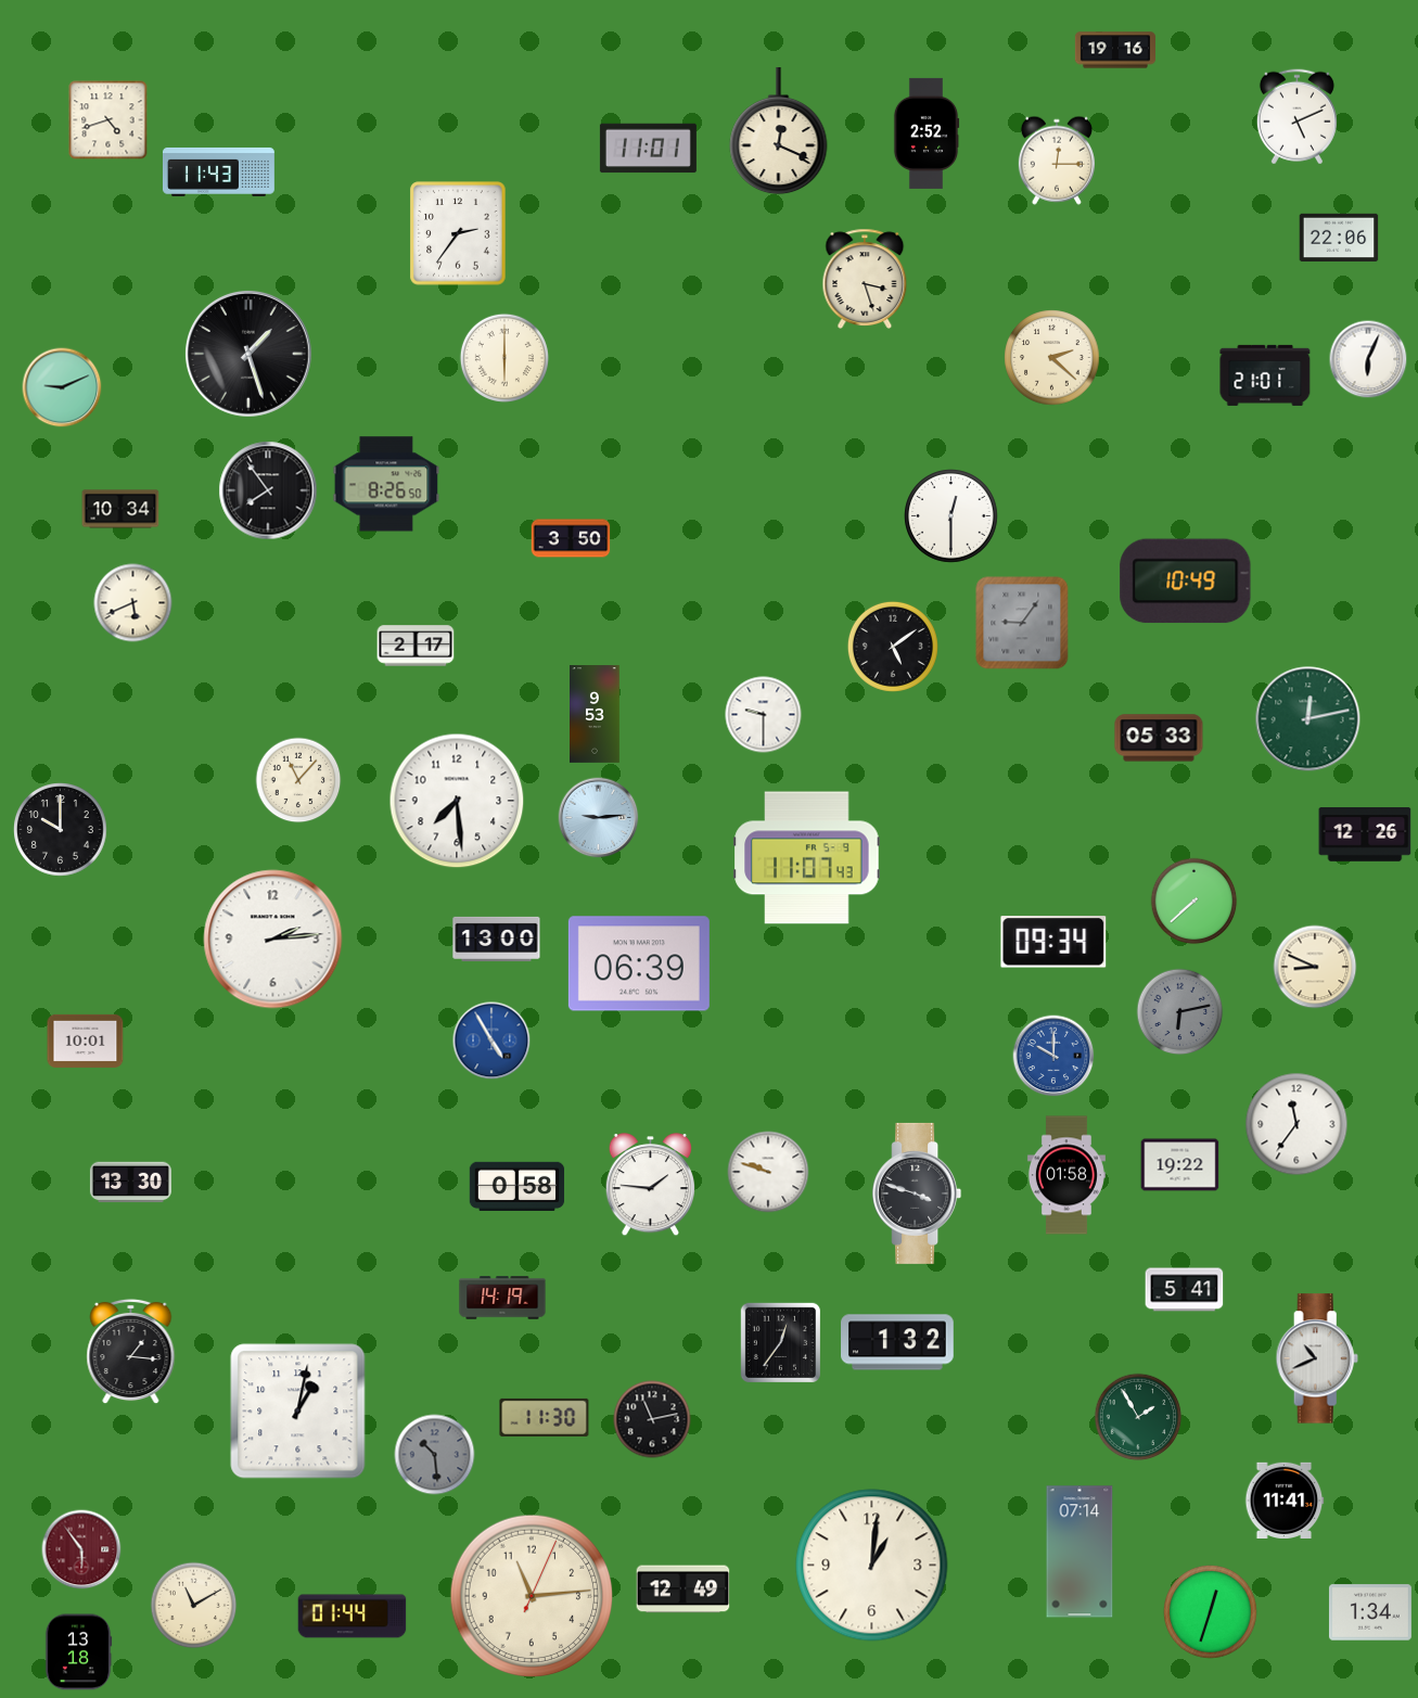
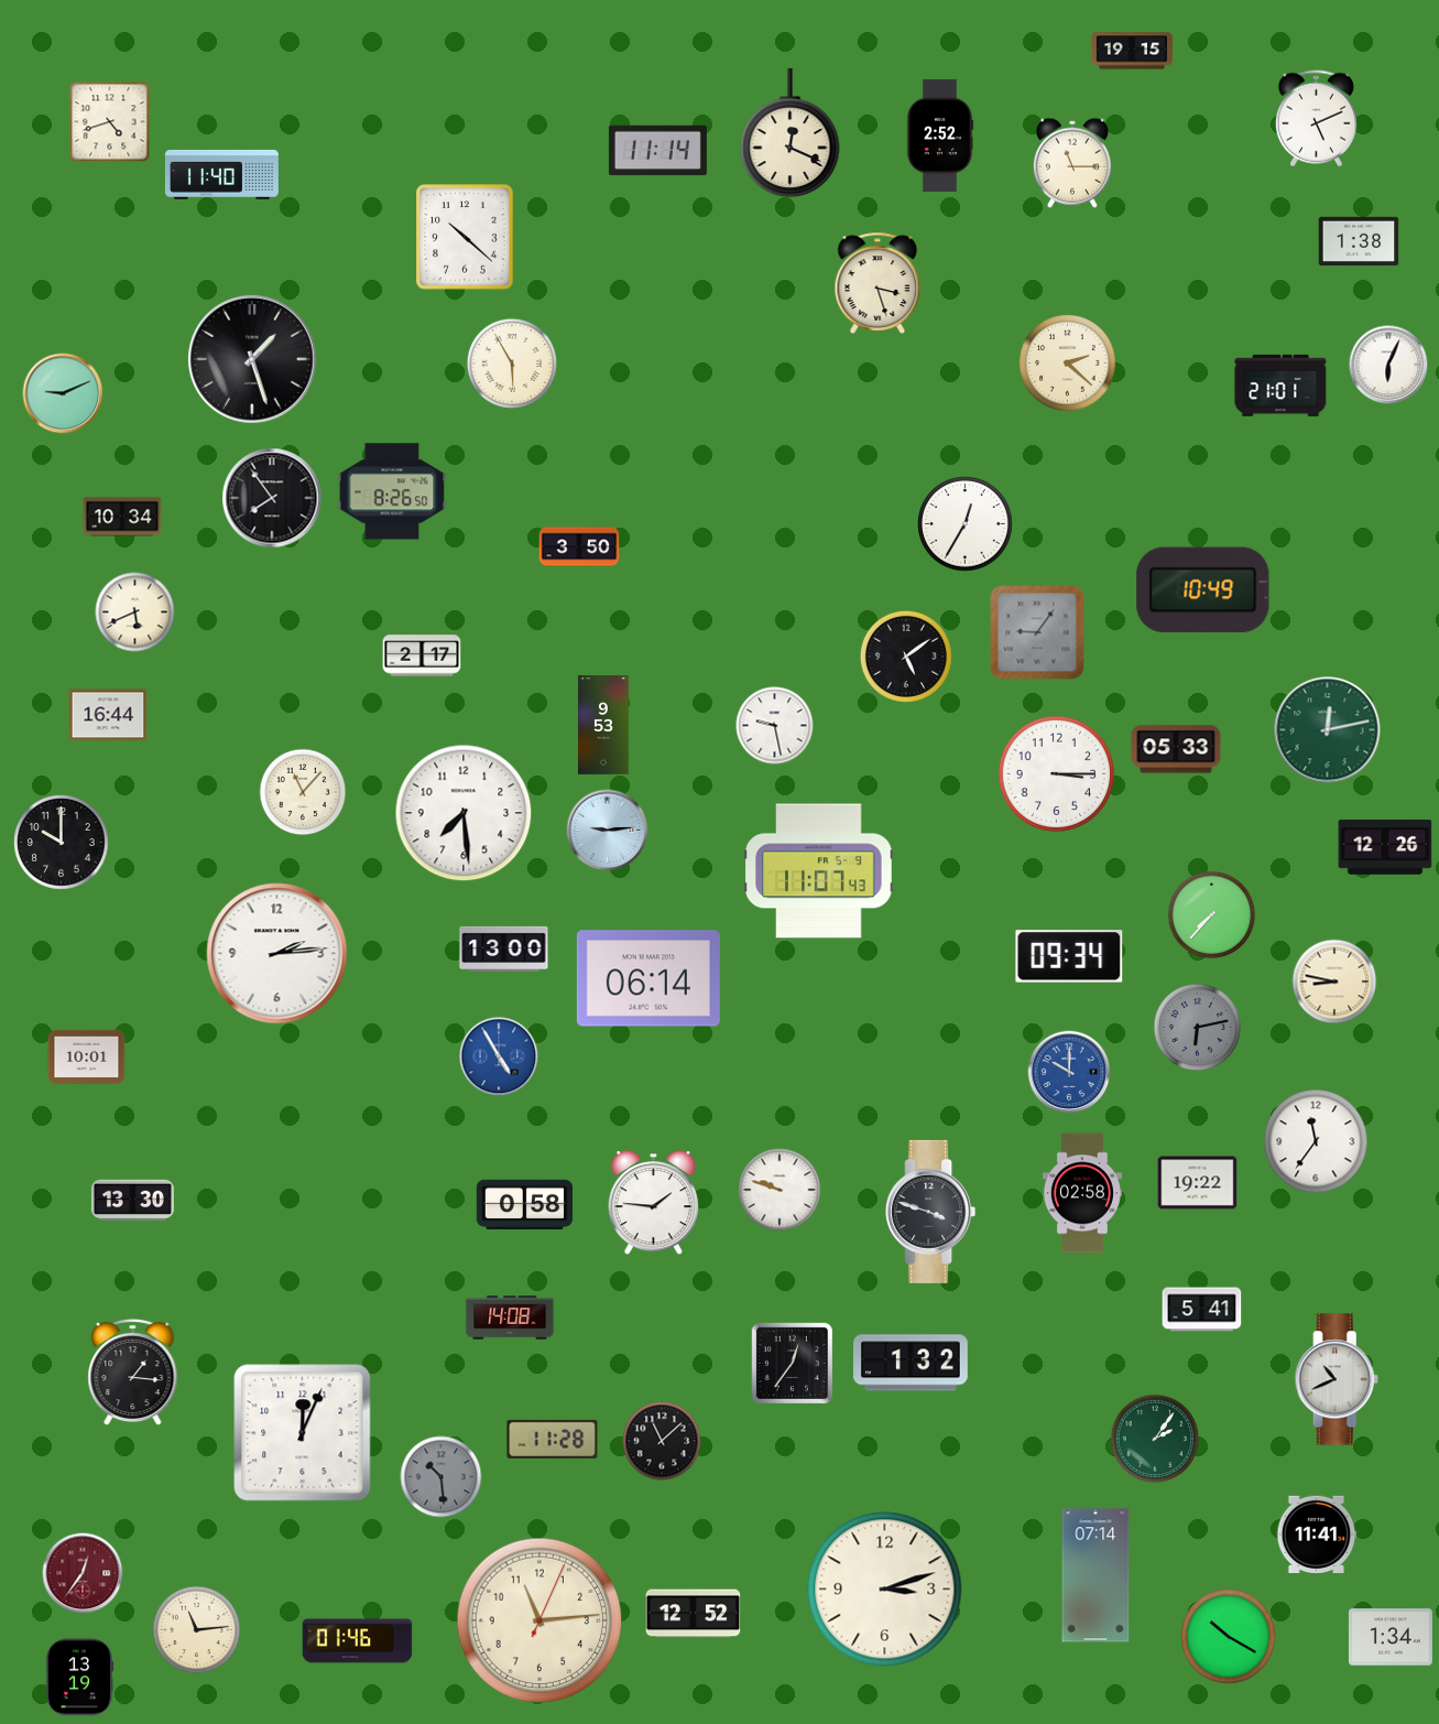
clock at (1114, 50): 19:16 -> 19:15
clock at (648, 149): 11:01 -> 11:14
clock at (1057, 161): 12:15 -> 11:15
clock at (218, 171): 11:43 -> 11:40
clock at (458, 233): 2:36 -> 10:22
clock at (1339, 238): 22:06 -> 1:38
clock at (503, 357): 6:00 -> 5:55
clock at (1265, 375) position: (1265, 375) -> (1280, 386)
clock at (951, 516): 12:30 -> 12:35
clock at (108, 715): none -> 16:44
clock at (764, 715): 9:30 -> 9:28
clock at (1056, 773): none -> 3:15
clock at (1195, 902): 7:38 -> 7:37
clock at (497, 939) position: (497, 939) -> (504, 948)
clock at (639, 963): 06:39 -> 06:14
clock at (1315, 967): 8:49 -> 8:47
clock at (1066, 1175): 01:58 -> 02:58
clock at (650, 1185) position: (650, 1185) -> (653, 1203)
clock at (502, 1298): 14:19 -> 14:08
clock at (298, 1412): 1:02 -> 12:04
clock at (545, 1417): 11:30 -> 11:28
clock at (1138, 1417): 1:55 -> 2:06
clock at (652, 1419): 11:13 -> 11:08
clock at (1285, 1499) position: (1285, 1499) -> (1317, 1533)
clock at (81, 1549): 5:54 -> 12:36
clock at (872, 1566): 1:01 -> 3:12
clock at (684, 1590): 12:49 -> 12:52
clock at (194, 1606): 11:10 -> 11:14
clock at (1211, 1612): 12:33 -> 10:20
clock at (353, 1617): 01:44 -> 01:46
clock at (78, 1652): 13:18 -> 13:19
